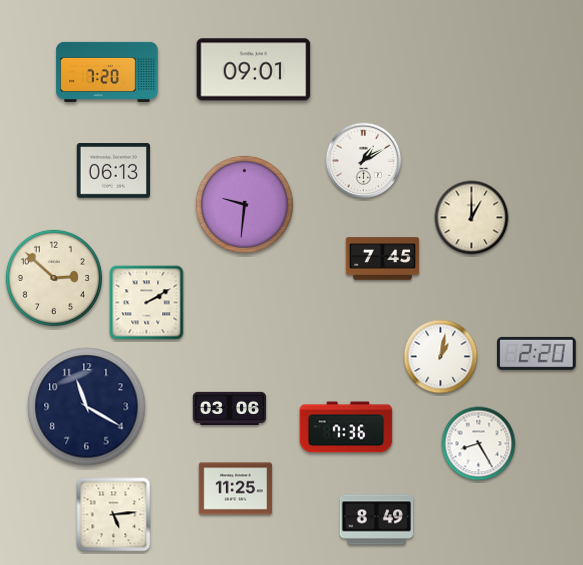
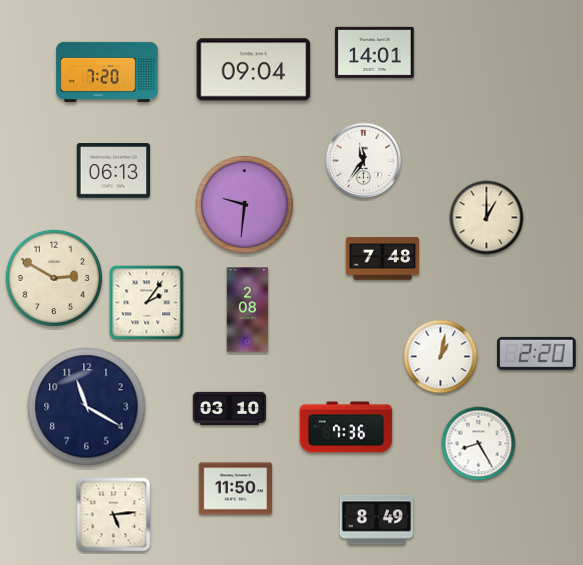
clock at (375, 52): none -> 14:01
clock at (254, 70): 09:01 -> 09:04
clock at (364, 161): 1:10 -> 11:36
clock at (472, 218) position: (472, 218) -> (487, 218)
clock at (383, 259): 7:45 -> 7:48
clock at (54, 278): 2:52 -> 2:50
clock at (147, 303): 2:10 -> 2:06
clock at (248, 310): none -> 2:08
clock at (230, 408): 03:06 -> 03:10
clock at (236, 489): 11:25 -> 11:50
